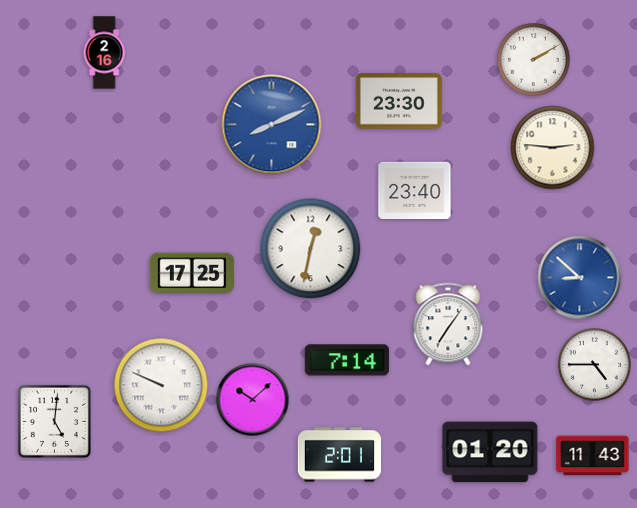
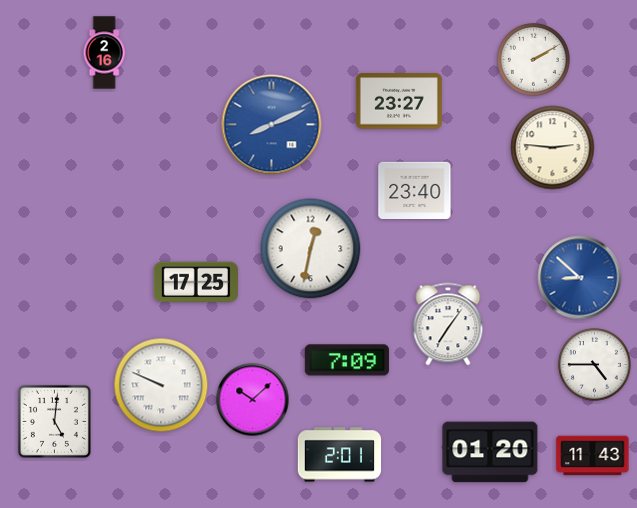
clock at (399, 101): 23:30 -> 23:27
clock at (192, 273) position: (192, 273) -> (196, 282)
clock at (347, 360): 7:14 -> 7:09
